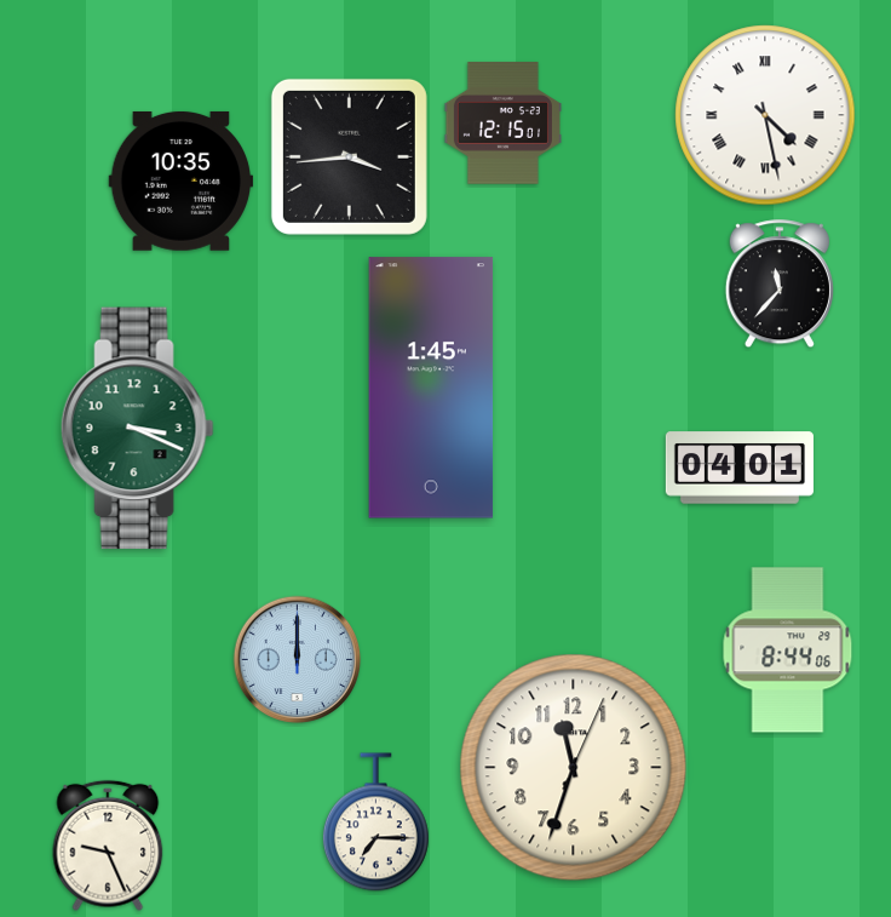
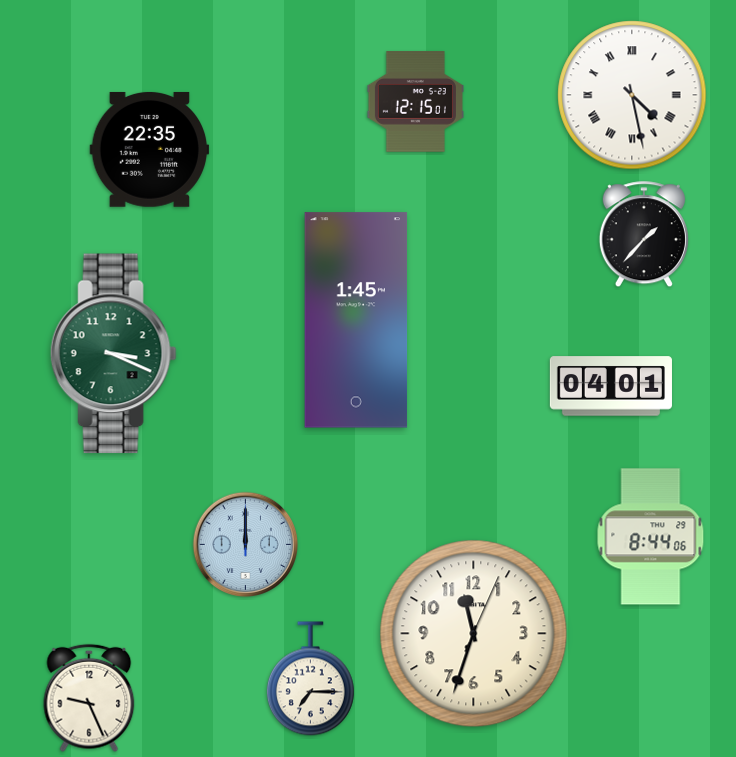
clock at (349, 156): 3:44 -> none
clock at (182, 180): 10:35 -> 22:35
clock at (780, 285): 11:37 -> 1:37
